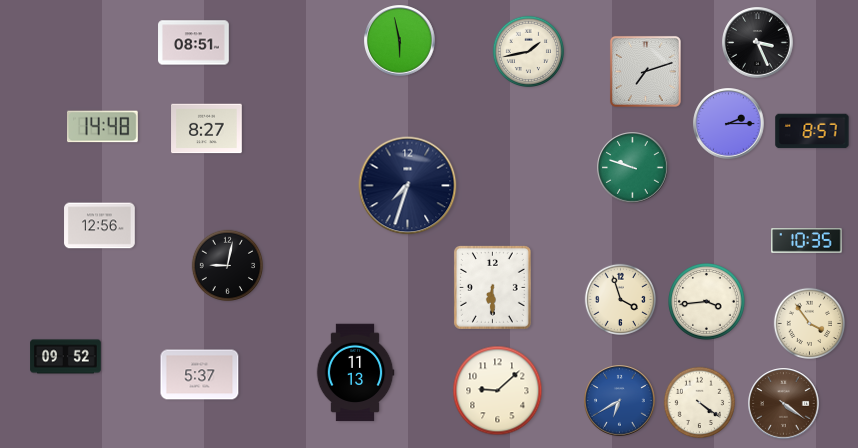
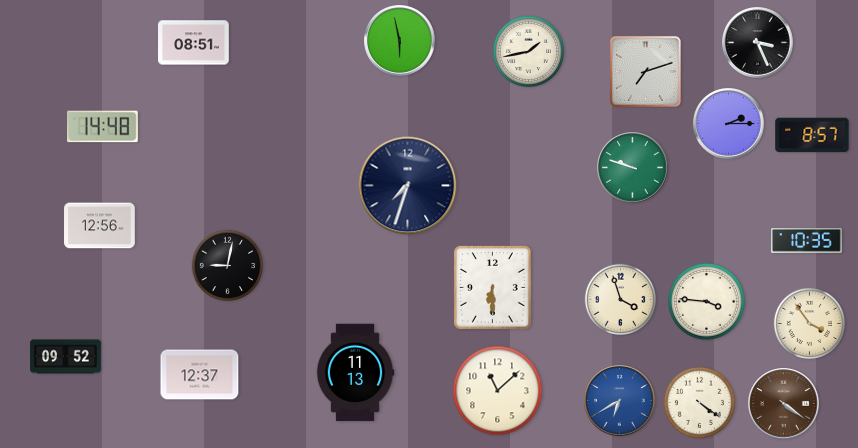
clock at (207, 129): 8:27 -> none
clock at (812, 131) position: (812, 131) -> (812, 135)
clock at (707, 302): 3:44 -> 3:46
clock at (200, 375): 5:37 -> 12:37
clock at (498, 391): 9:08 -> 11:08
